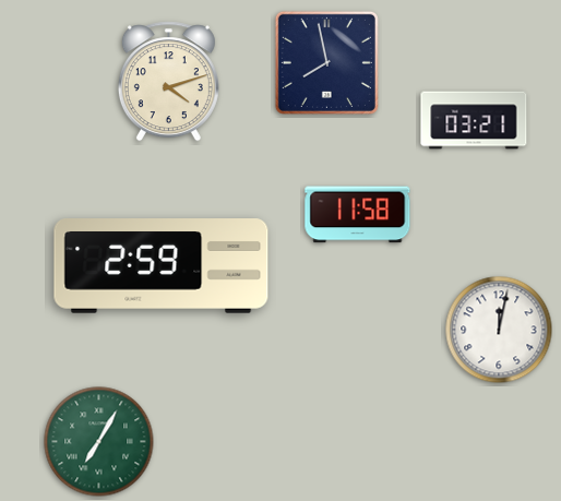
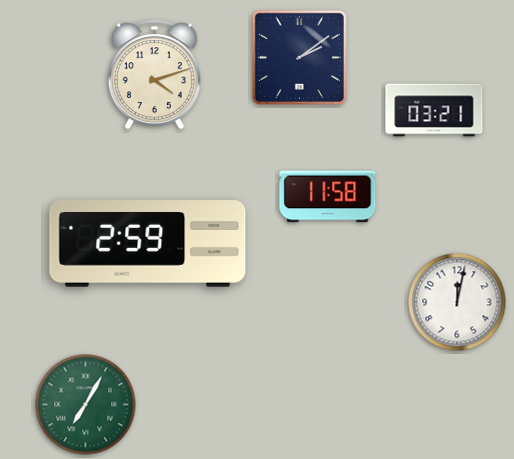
clock at (326, 62): 7:58 -> 2:09
clock at (99, 442) position: (99, 442) -> (86, 405)
